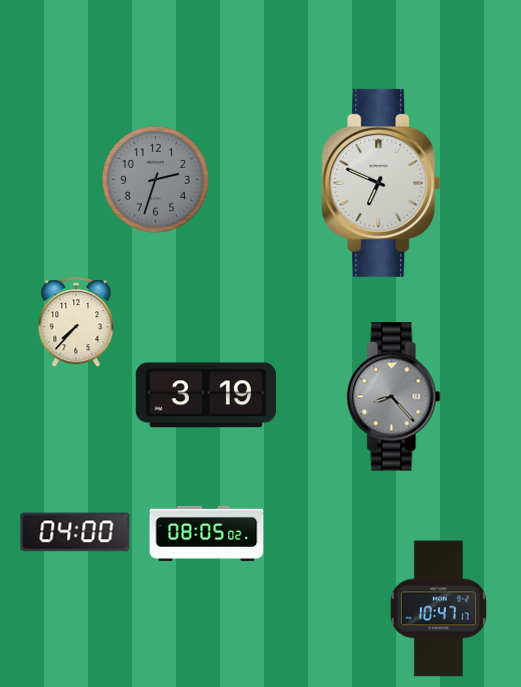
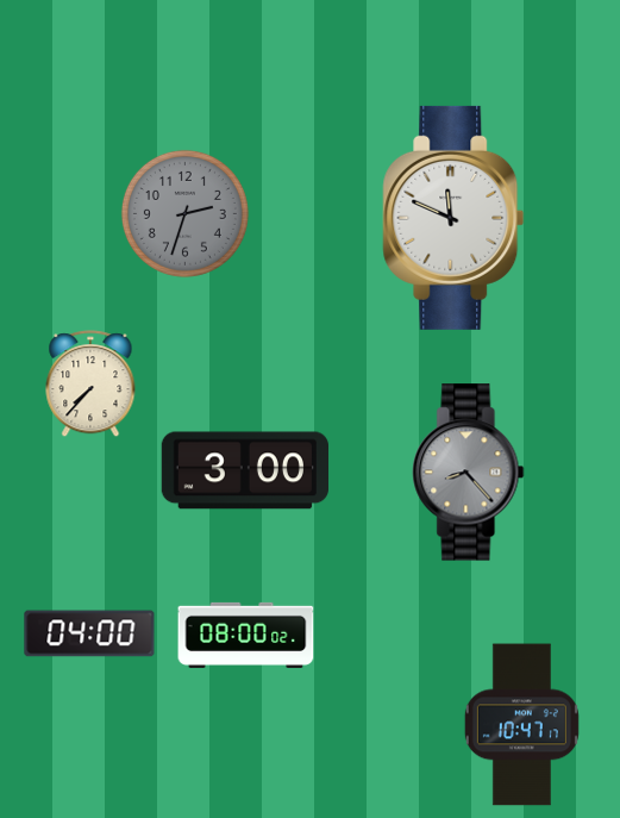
clock at (381, 183): 6:49 -> 11:49
clock at (205, 395): 3:19 -> 3:00
clock at (207, 533): 08:05 -> 08:00
